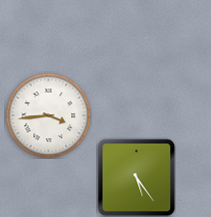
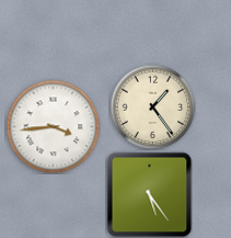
clock at (152, 106): none -> 1:24
